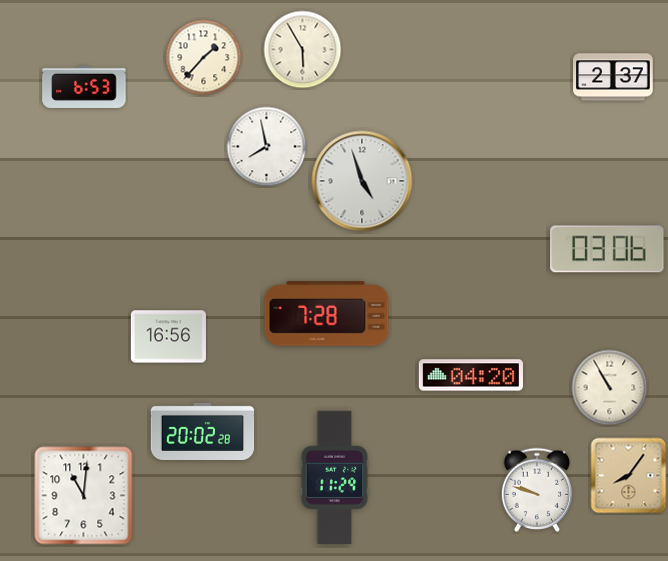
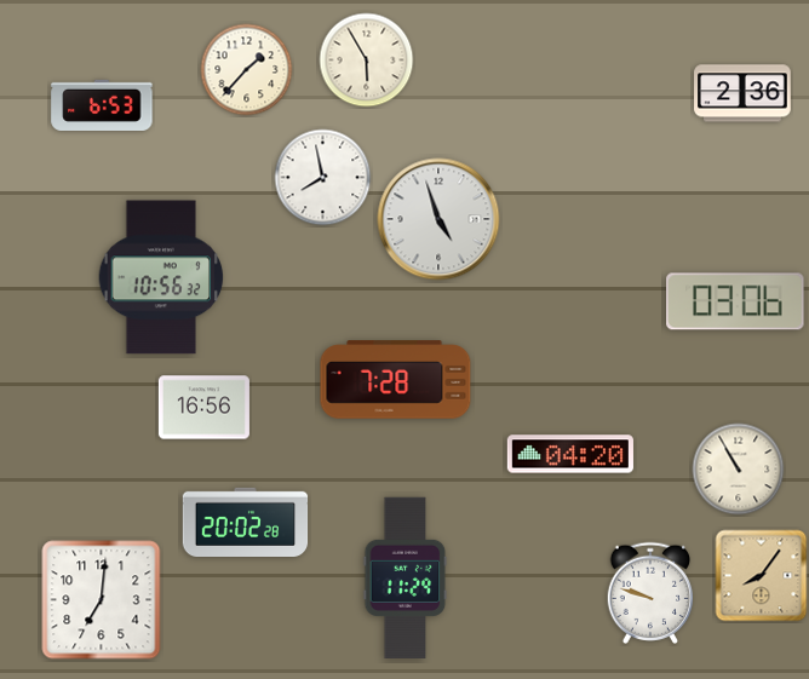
clock at (613, 77): 2:37 -> 2:36
clock at (161, 277): none -> 10:56
clock at (84, 496): 11:01 -> 7:01
